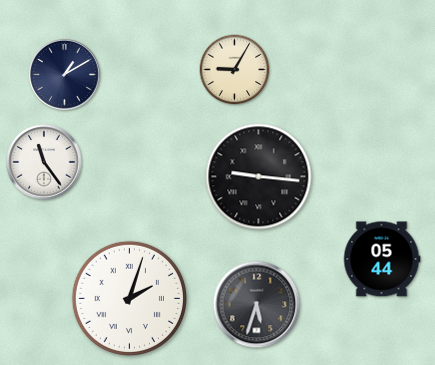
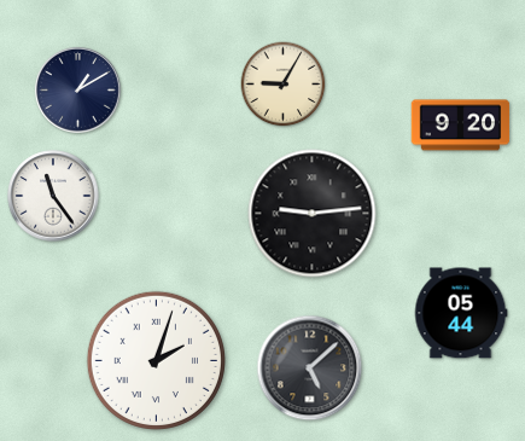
clock at (461, 126): none -> 9:20
clock at (259, 177): 9:16 -> 9:14
clock at (257, 305): 5:33 -> 5:08
